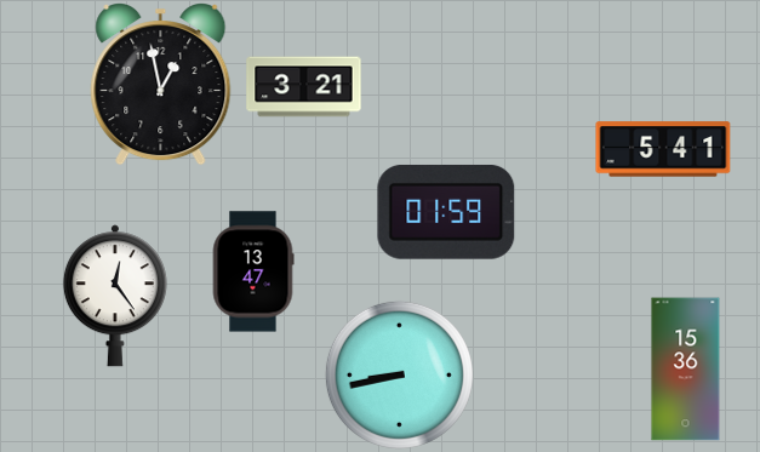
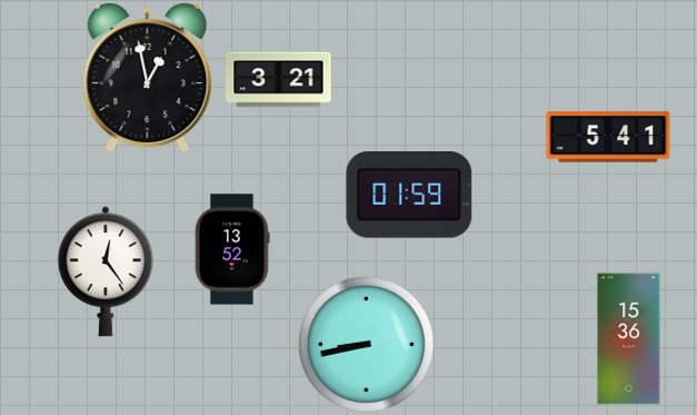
clock at (253, 271): 13:47 -> 13:52
